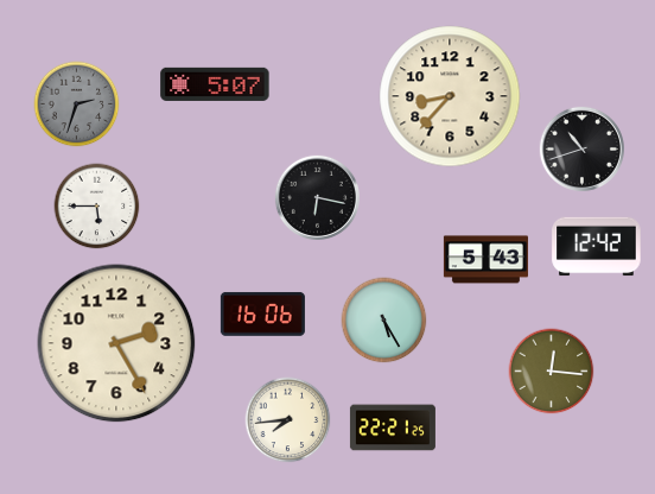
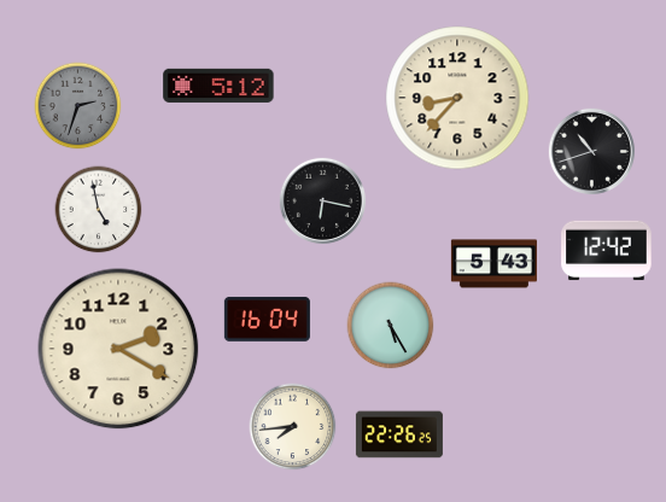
clock at (215, 84): 5:07 -> 5:12
clock at (97, 207): 5:45 -> 4:58
clock at (262, 313): 16:06 -> 16:04
clock at (116, 343): 2:25 -> 2:20
clock at (552, 372): 12:16 -> none
clock at (393, 427): 22:21 -> 22:26
